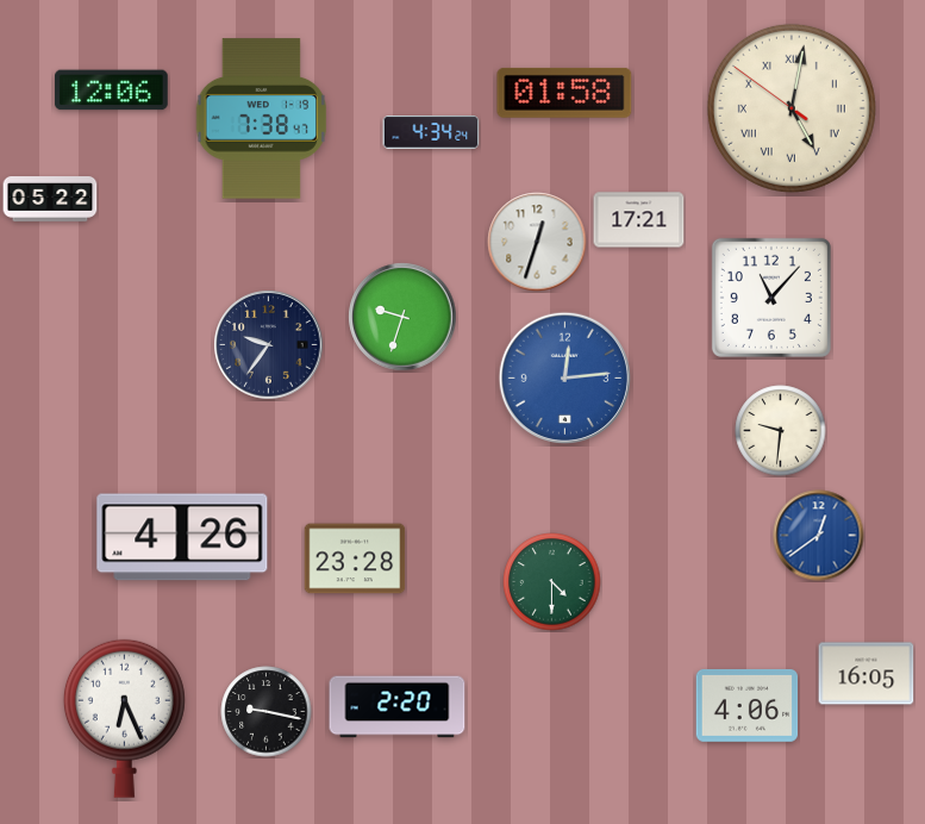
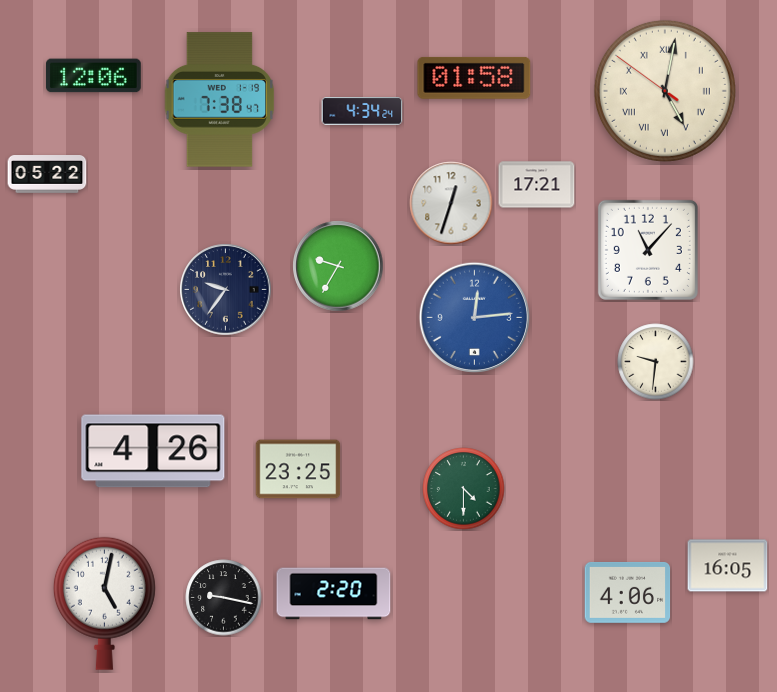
clock at (50, 199) position: (50, 199) -> (47, 174)
clock at (402, 317): 9:33 -> 9:35
clock at (819, 536): 12:39 -> none
clock at (355, 558): 23:28 -> 23:25
clock at (124, 718): 6:26 -> 5:02
